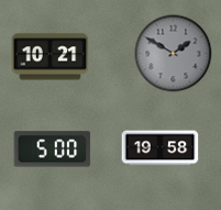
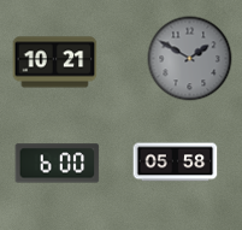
clock at (161, 148): 19:58 -> 05:58
clock at (53, 150): 5:00 -> 6:00
